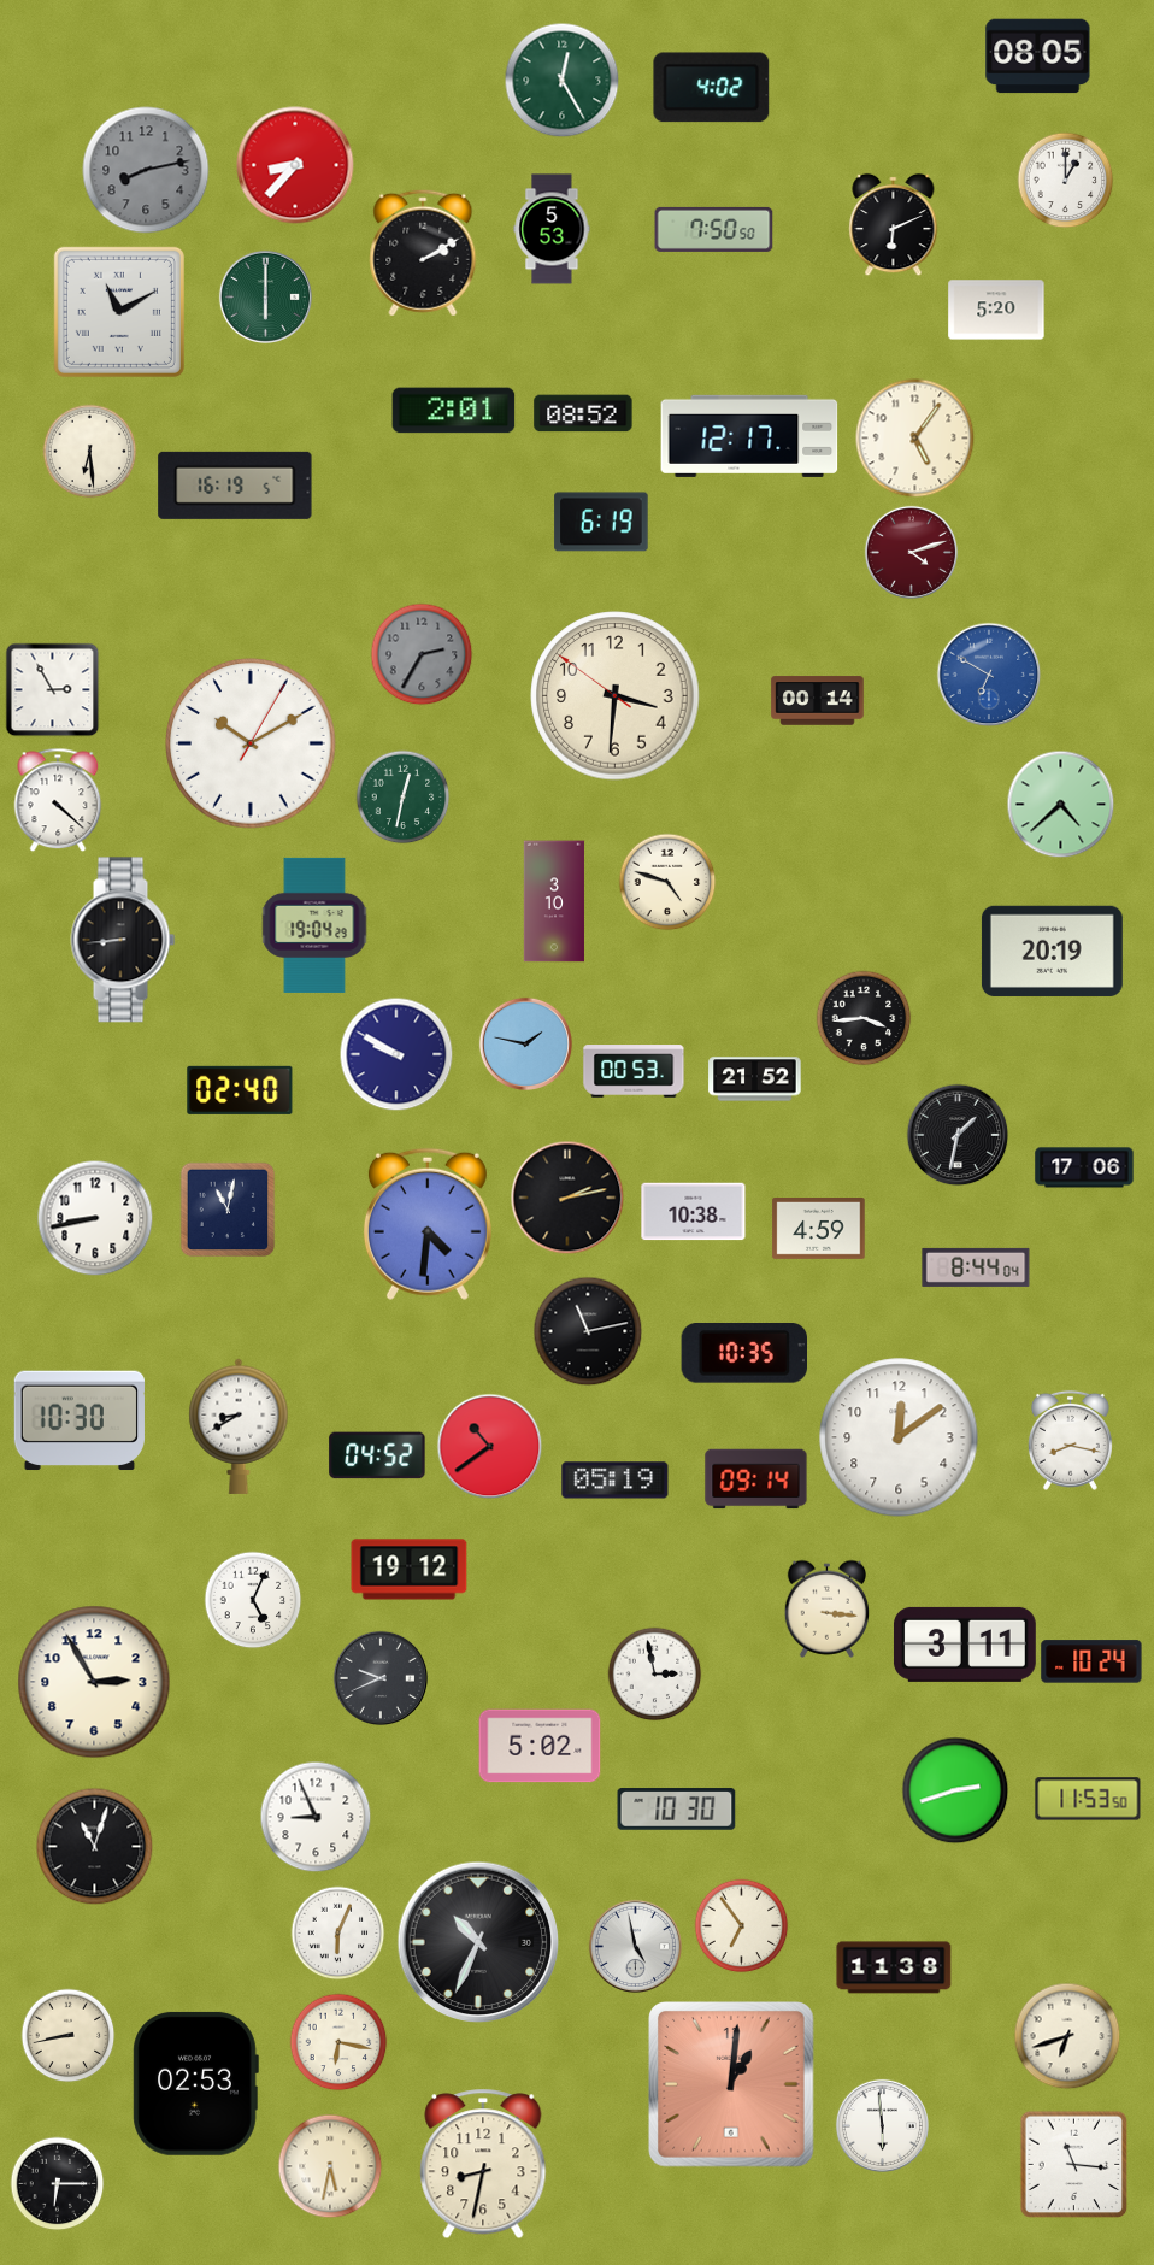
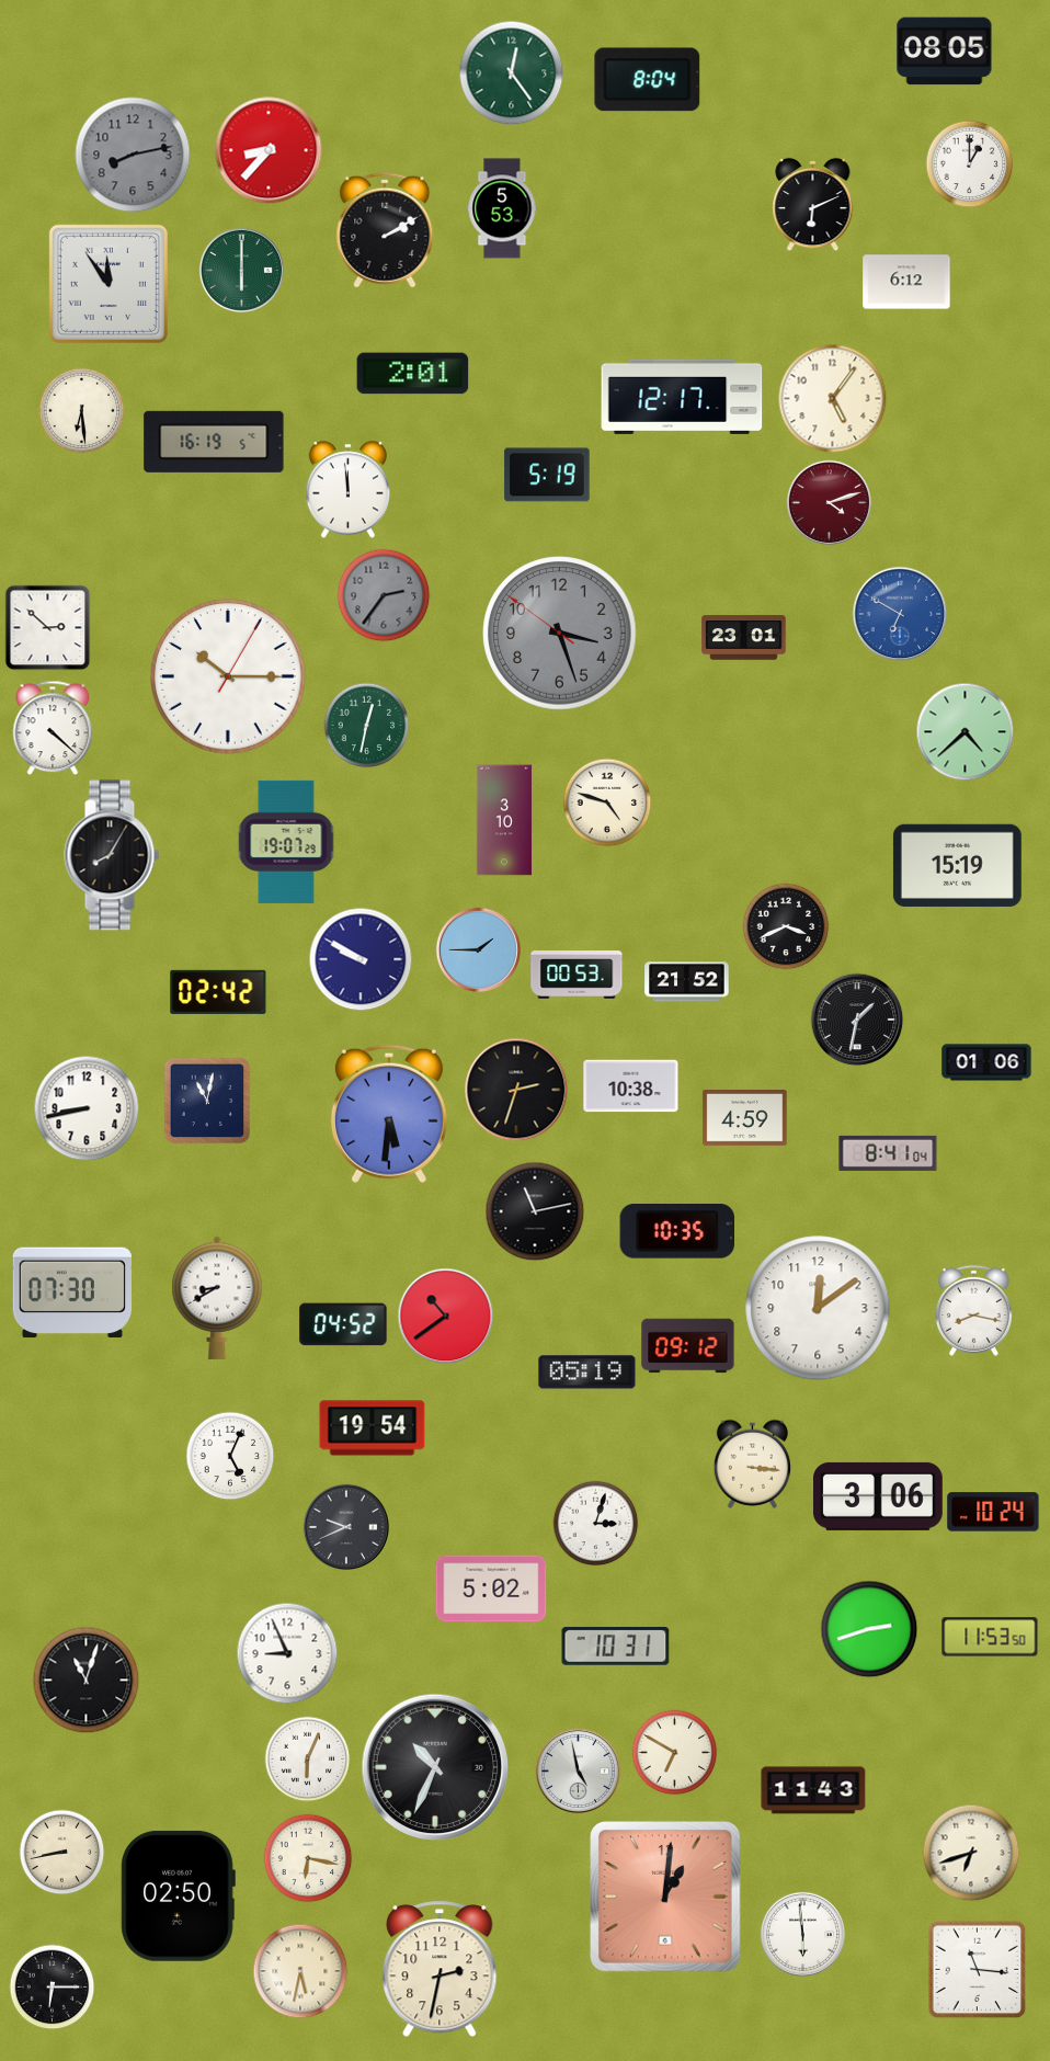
clock at (561, 80): 12:25 -> 12:24
clock at (712, 88): 4:02 -> 8:04
clock at (714, 229): 7:50 -> none
clock at (996, 310): 5:20 -> 6:12
clock at (119, 312): 11:10 -> 11:54
clock at (583, 413): 08:52 -> none
clock at (601, 522): 6:19 -> 5:19
clock at (349, 490): none -> 11:59
clock at (422, 654): 2:35 -> 2:36
clock at (52, 689): 2:55 -> 2:52
clock at (616, 696): 3:30 -> 3:26
clock at (616, 696) dial: cream -> grey
clock at (818, 701): 00:14 -> 23:01
clock at (251, 743): 10:10 -> 10:15
clock at (314, 925): 19:04 -> 19:07
clock at (123, 940): 8:44 -> 8:05
clock at (1052, 951): 20:19 -> 15:19
clock at (864, 1018): 3:44 -> 3:41
clock at (525, 1043): 1:47 -> 1:45
clock at (240, 1090): 02:40 -> 02:42
clock at (958, 1135) position: (958, 1135) -> (857, 1020)
clock at (1084, 1167): 17:06 -> 01:06
clock at (567, 1198): 2:13 -> 2:33
clock at (694, 1212) position: (694, 1212) -> (631, 1086)
clock at (428, 1224): 4:31 -> 5:31
clock at (976, 1267): 8:44 -> 8:41
clock at (80, 1420): 10:30 -> 07:30
clock at (756, 1479): 09:14 -> 09:12
clock at (616, 1481) position: (616, 1481) -> (587, 1373)
clock at (410, 1570): 19:12 -> 19:54
clock at (965, 1645): 3:11 -> 3:06
clock at (654, 1673): 2:58 -> 3:03
clock at (94, 1682): 2:55 -> none
clock at (677, 1810): 10:30 -> 10:31
clock at (741, 1925): 6:54 -> 6:50
clock at (894, 1967): 11:38 -> 11:43
clock at (195, 2083): 02:53 -> 02:50
clock at (483, 2164): 8:32 -> 2:32
